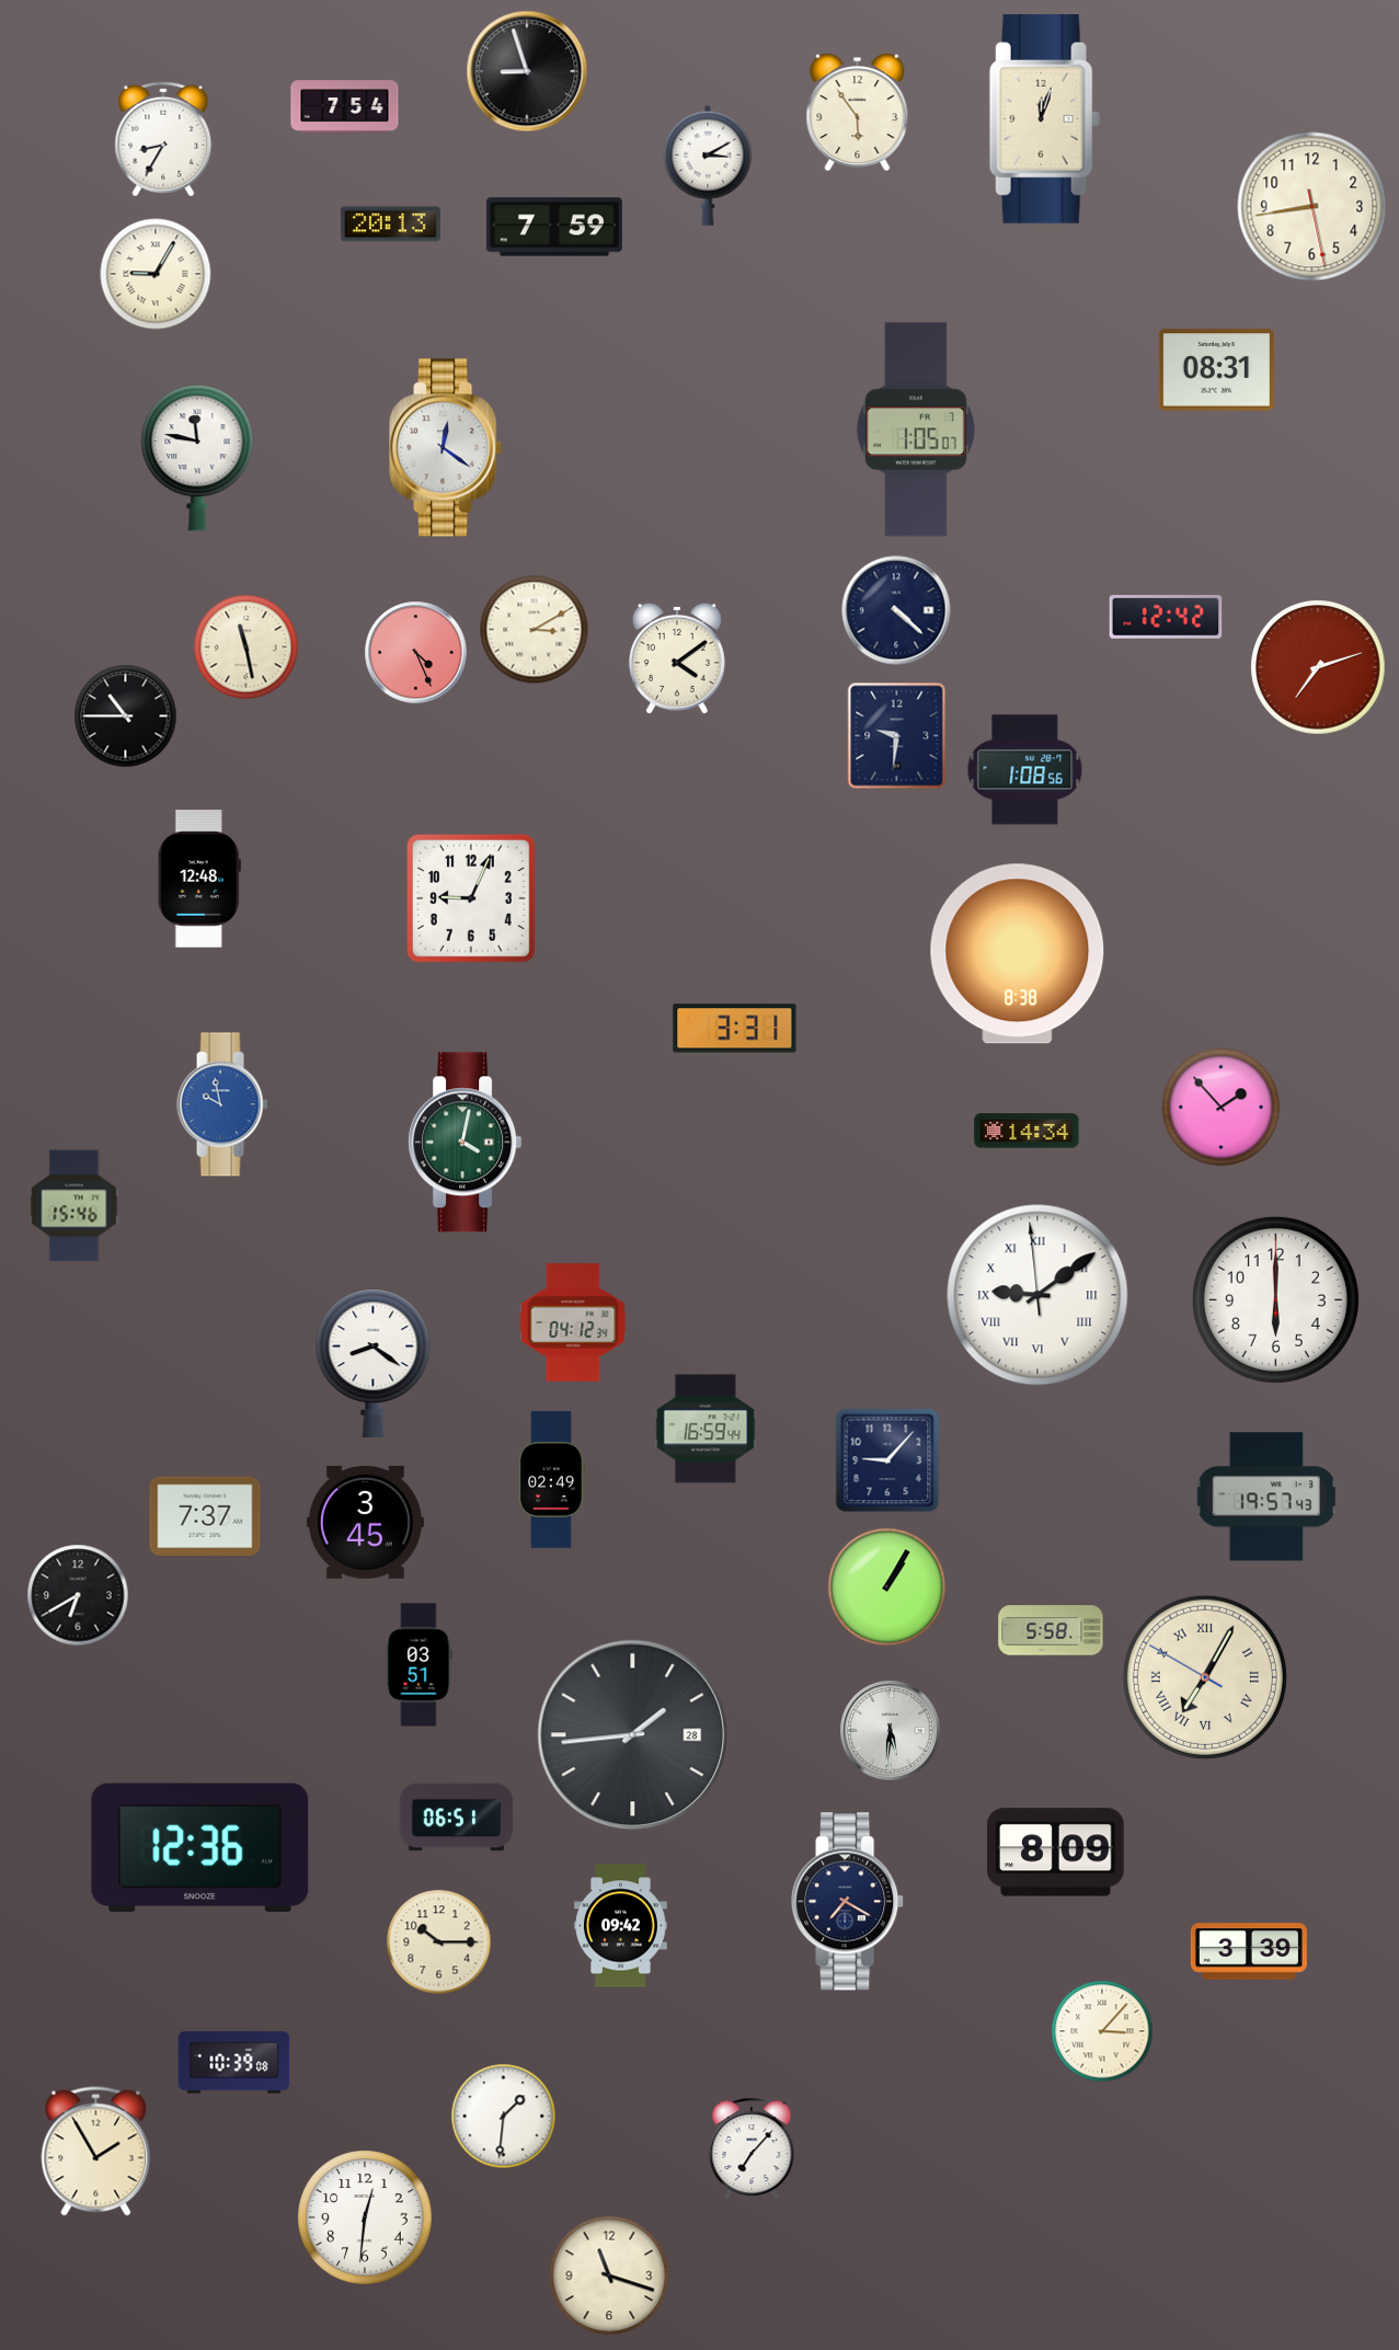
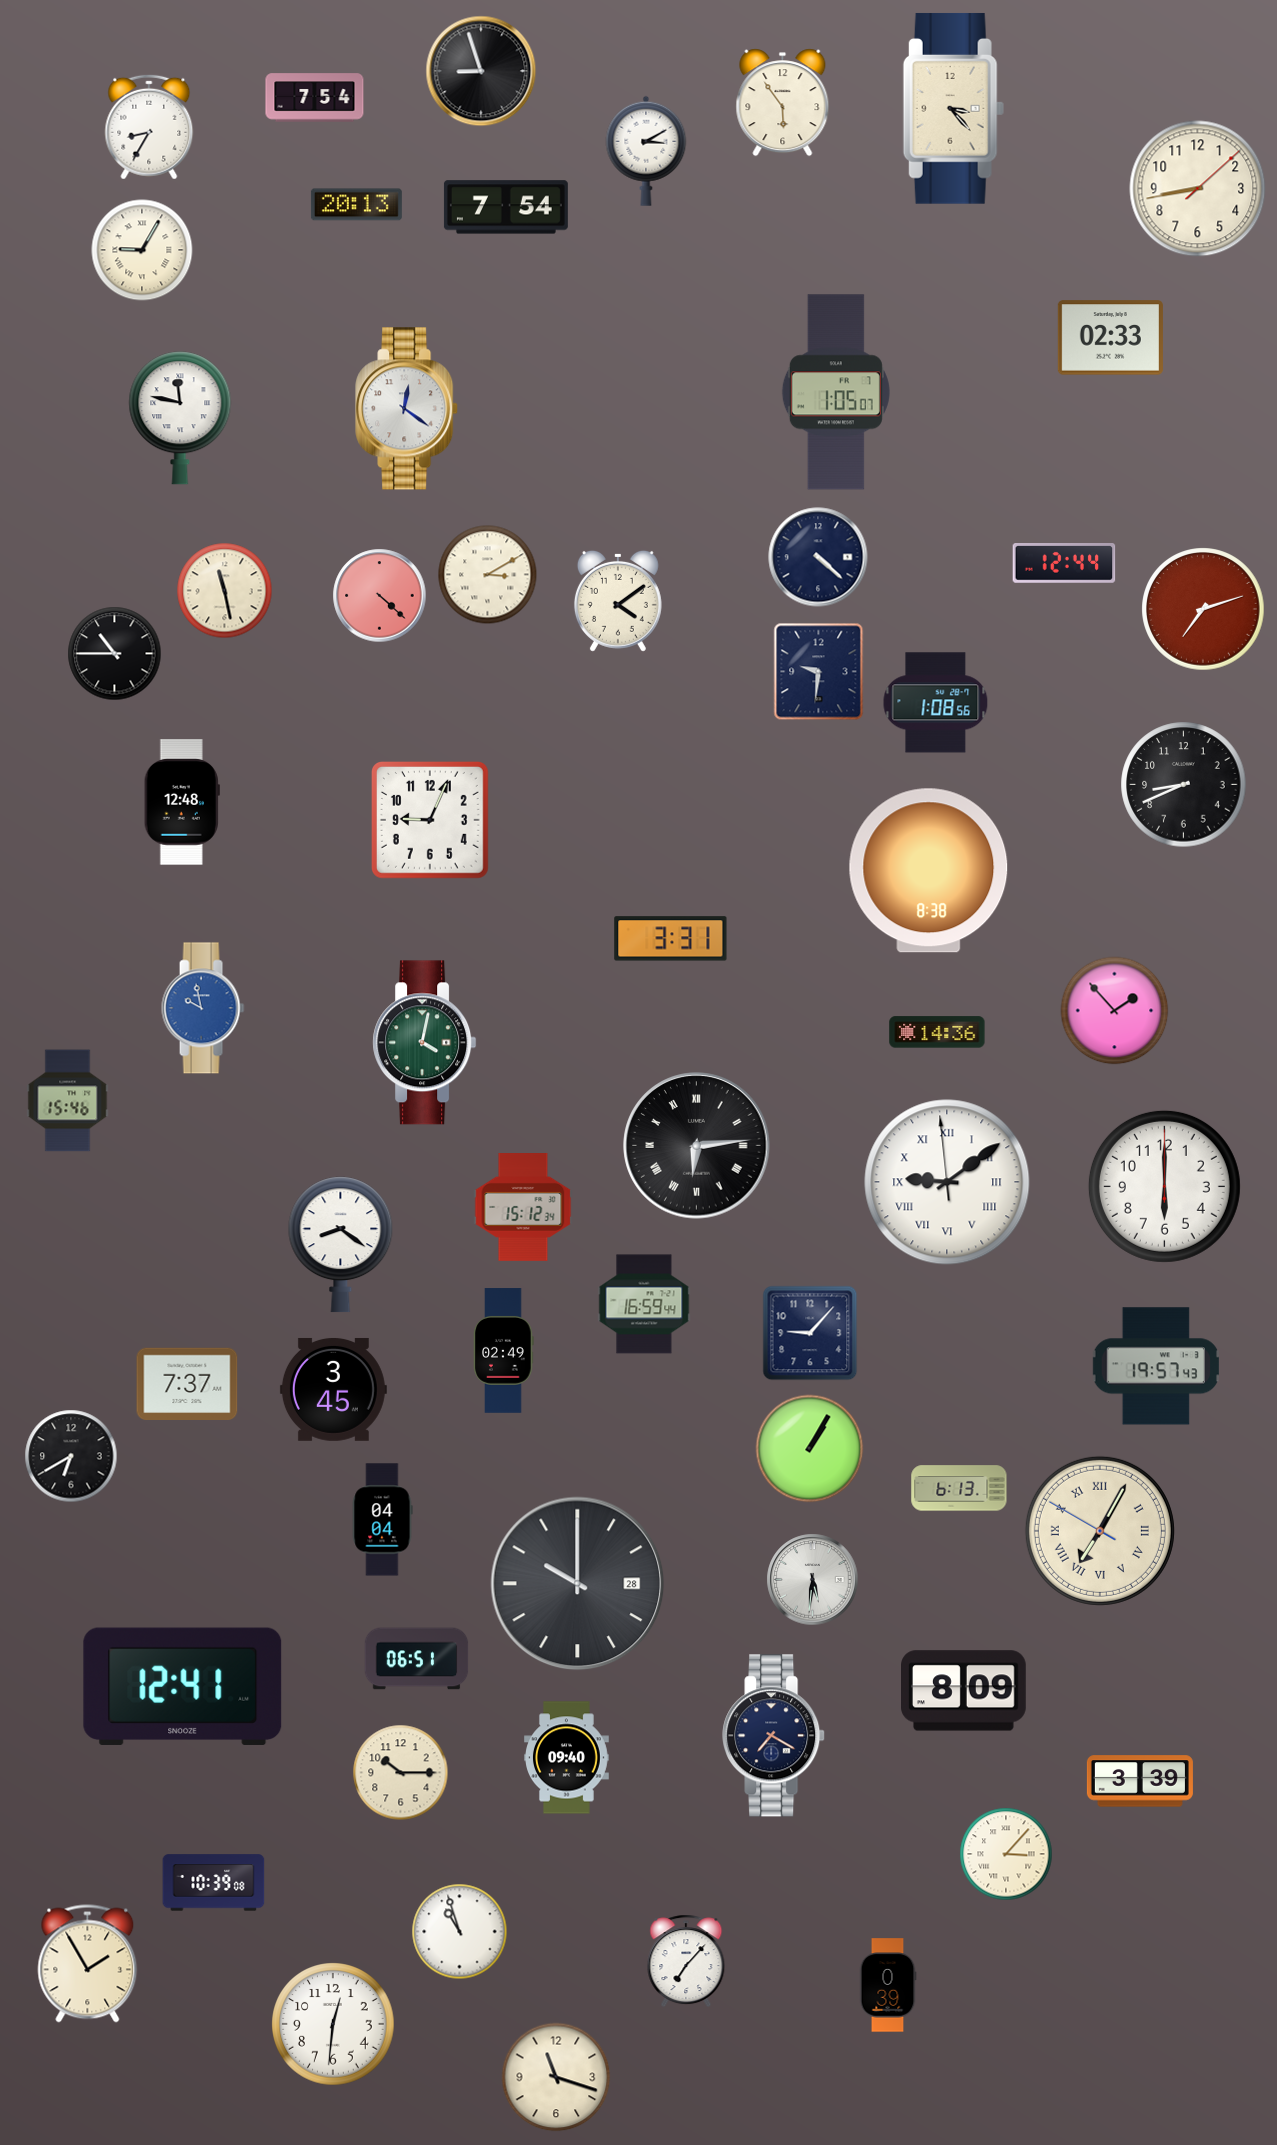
clock at (527, 71) position: (527, 71) -> (481, 71)
clock at (1044, 118): 12:03 -> 3:23
clock at (1312, 207): 8:43:28 -> 8:43:08
clock at (554, 227): 7:59 -> 7:54
clock at (1216, 370): 08:31 -> 02:33
clock at (1166, 618): 12:42 -> 12:44
clock at (416, 653): 4:26 -> 4:22
clock at (1184, 785): none -> 8:41
clock at (1027, 1131): 14:34 -> 14:36
clock at (697, 1146): none -> 6:14
clock at (573, 1323): 04:12 -> 15:12
clock at (1051, 1630): 5:58 -> 6:13
clock at (418, 1665): 03:51 -> 04:04
clock at (633, 1735): 1:44 -> 10:00
clock at (200, 1847): 12:36 -> 12:41
clock at (621, 1926): 09:42 -> 09:40
clock at (504, 2117): 1:31 -> 10:57
clock at (888, 1985): none -> 0:39
